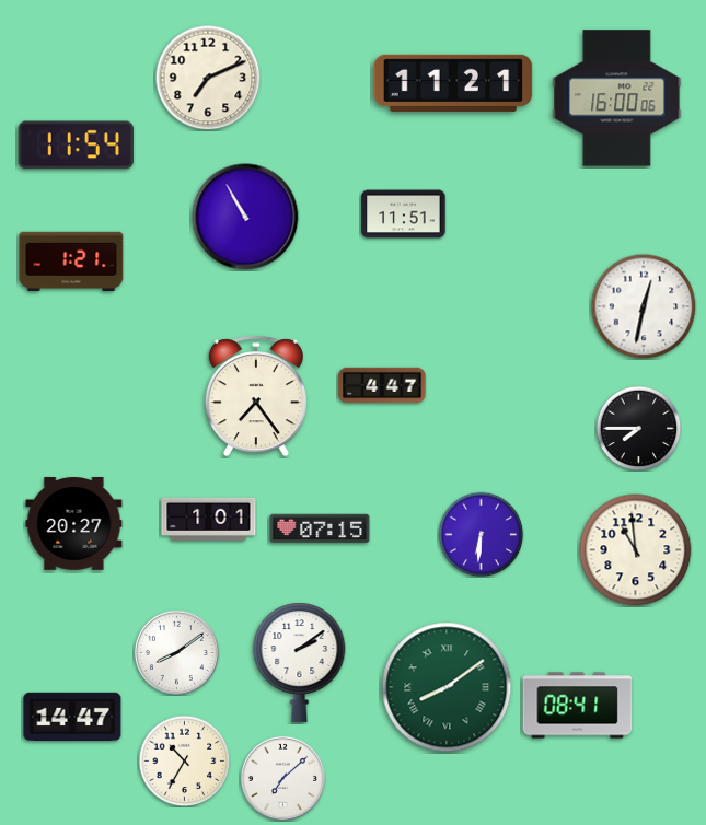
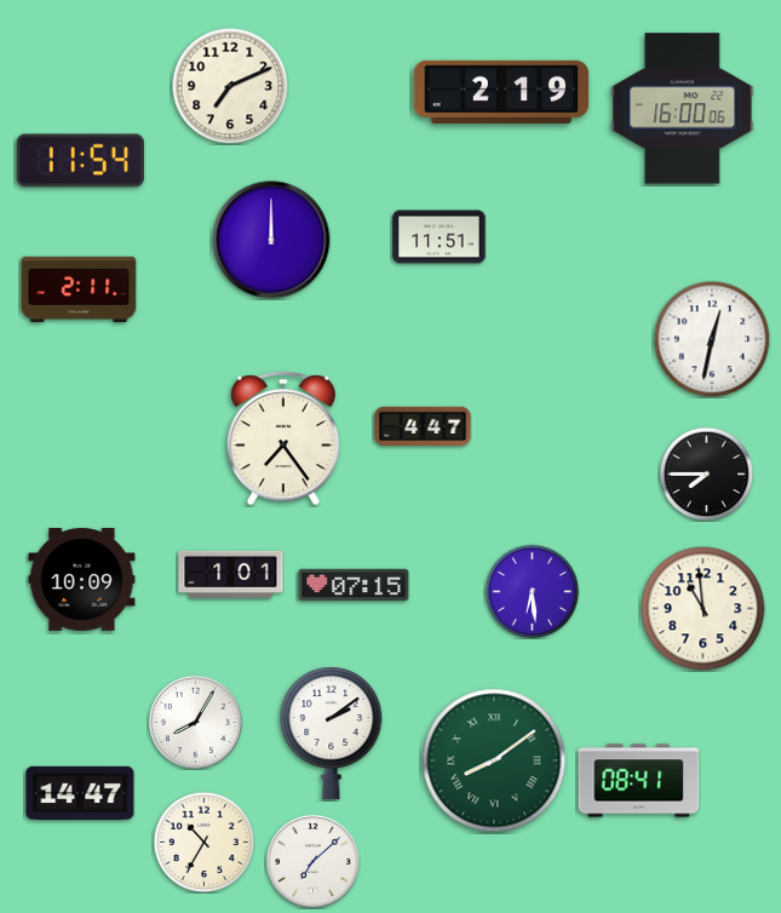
clock at (453, 83): 11:21 -> 2:19
clock at (76, 146) position: (76, 146) -> (80, 161)
clock at (404, 214) position: (404, 214) -> (440, 237)
clock at (245, 217): 10:55 -> 12:00
clock at (71, 260): 1:21 -> 2:11
clock at (74, 524): 20:27 -> 10:09
clock at (481, 534): 6:31 -> 6:29
clock at (176, 652): 8:09 -> 8:05
